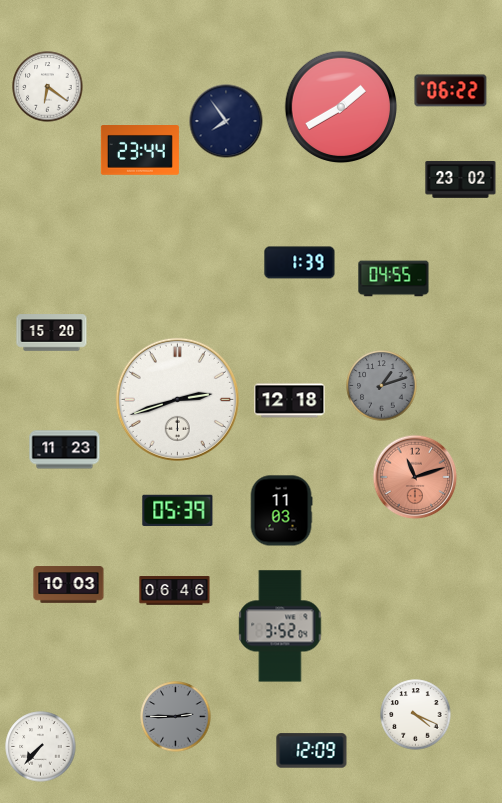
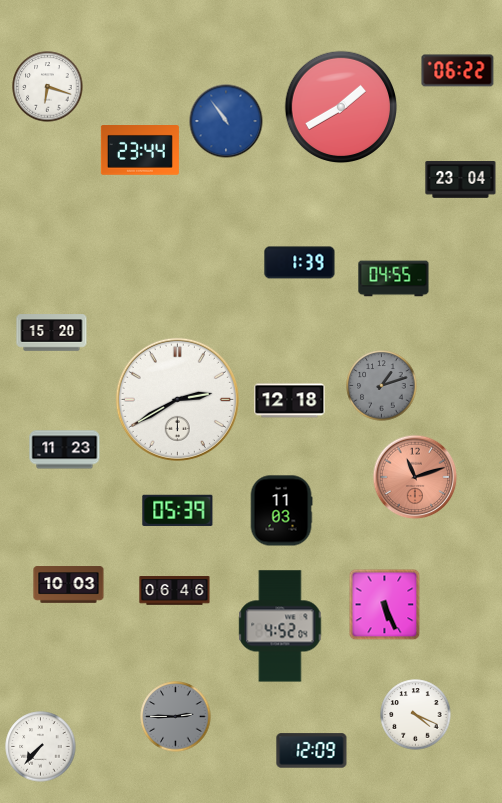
clock at (48, 87): 6:21 -> 6:18
clock at (451, 91) position: (451, 91) -> (458, 71)
clock at (226, 121): 7:54 -> 10:54
clock at (226, 121) dial: navy -> blue
clock at (461, 180): 23:02 -> 23:04
clock at (177, 399): 2:42 -> 2:40
clock at (385, 605): none -> 5:26
clock at (280, 626): 3:52 -> 4:52
